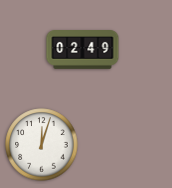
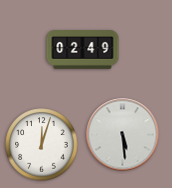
clock at (123, 135): none -> 5:29
